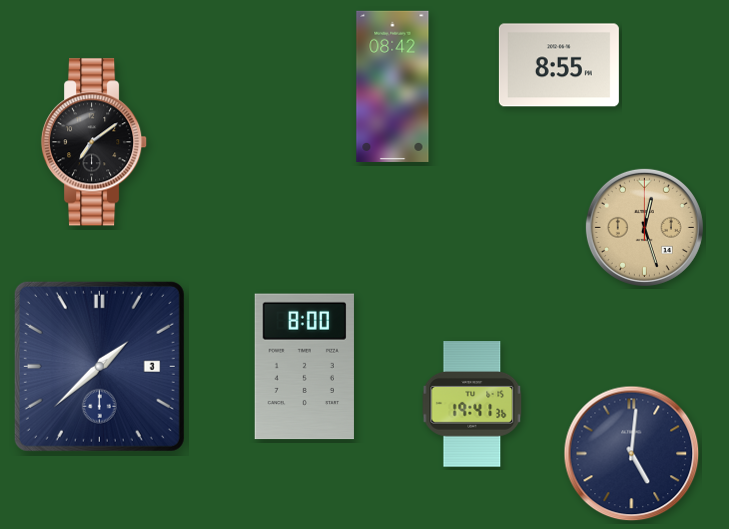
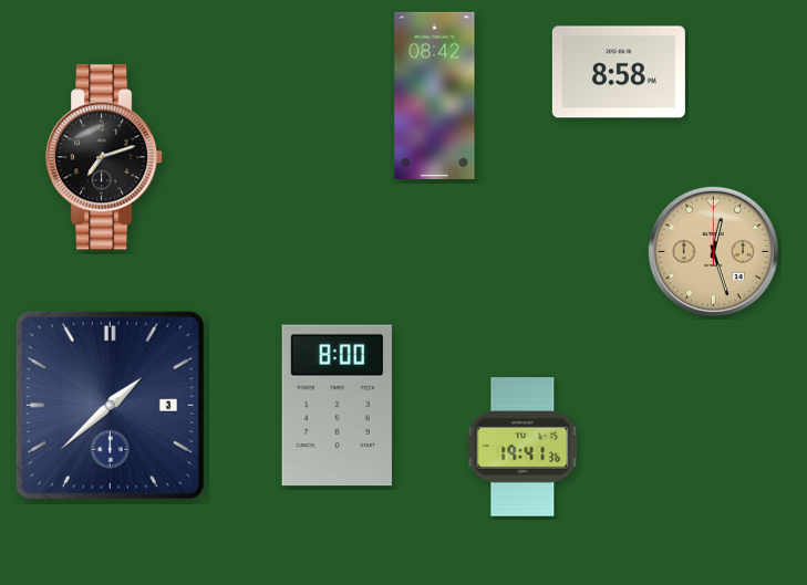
clock at (559, 65): 8:55 -> 8:58
clock at (94, 142): 7:09 -> 7:12
clock at (632, 454): 5:01 -> none
